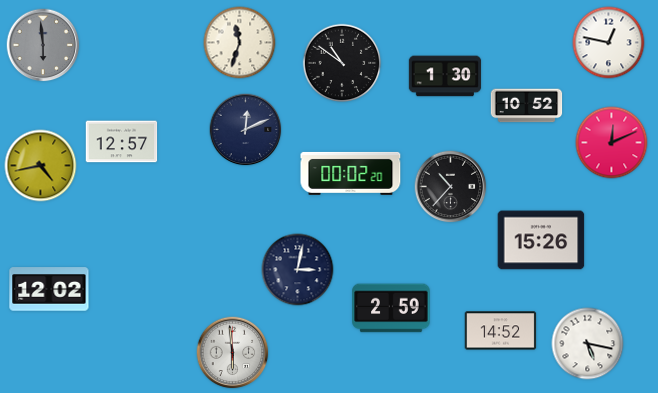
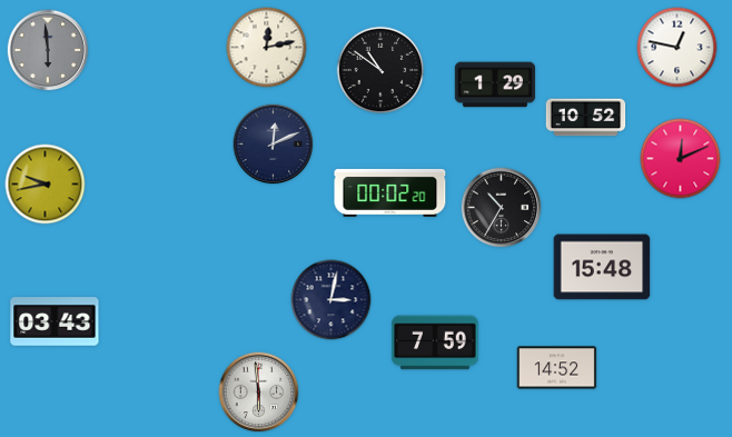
clock at (240, 43): 11:33 -> 12:13
clock at (445, 76): 1:30 -> 1:29
clock at (122, 142): 12:57 -> none
clock at (41, 166): 4:43 -> 9:43
clock at (451, 187): 10:37 -> 10:35
clock at (541, 240): 15:26 -> 15:48
clock at (49, 289): 12:02 -> 03:43
clock at (391, 308): 2:59 -> 7:59
clock at (588, 344): 5:17 -> none
